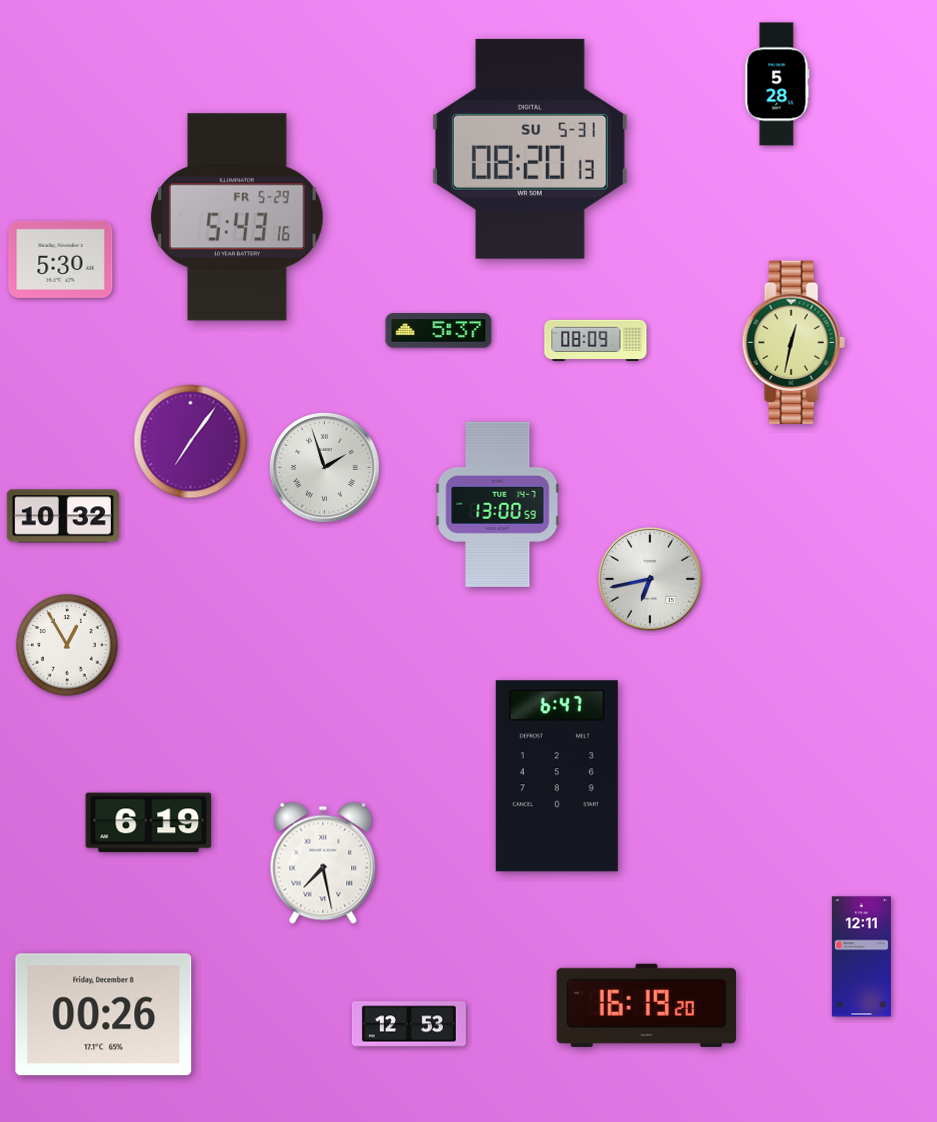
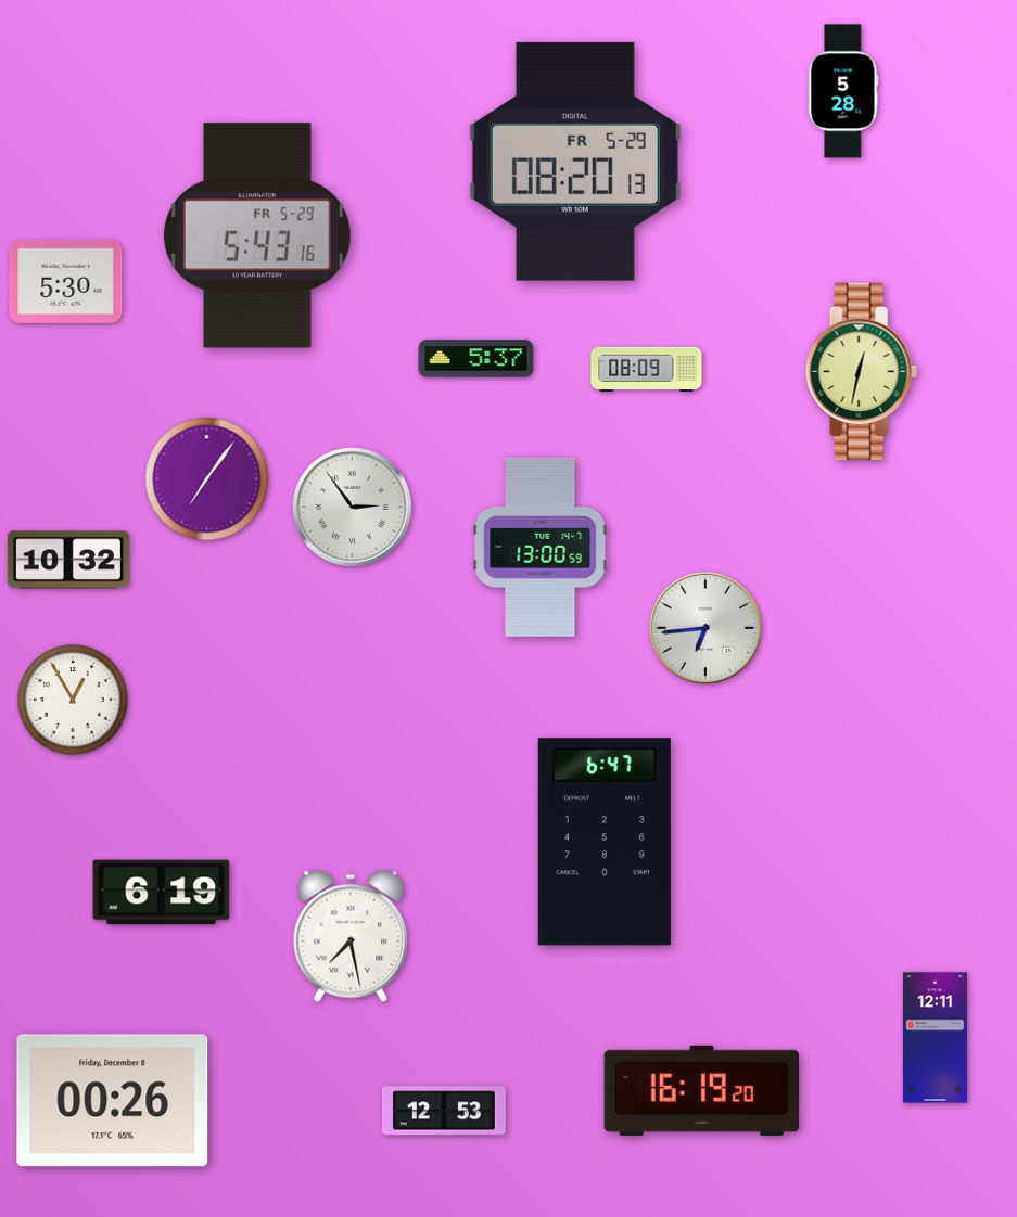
clock at (530, 149) date: SU 5-31 -> FR 5-29
clock at (325, 468): 1:57 -> 2:54
clock at (650, 579): 6:43 -> 6:44
